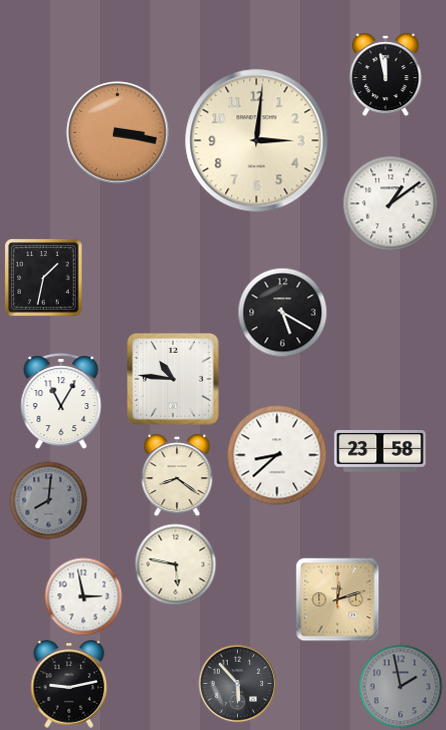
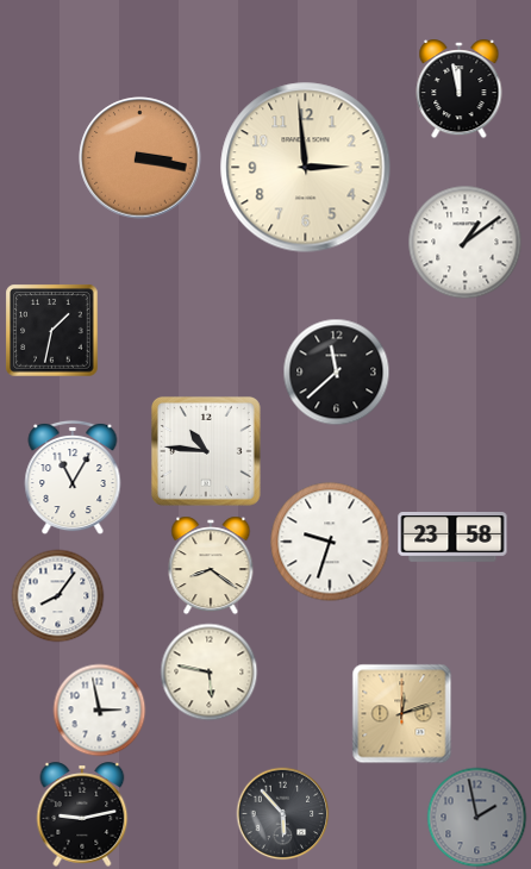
clock at (257, 141): 3:01 -> 2:59
clock at (282, 312): 5:20 -> 11:38
clock at (277, 455): 8:38 -> 9:33
clock at (48, 500): 8:01 -> 8:06
clock at (48, 500) dial: grey -> white
